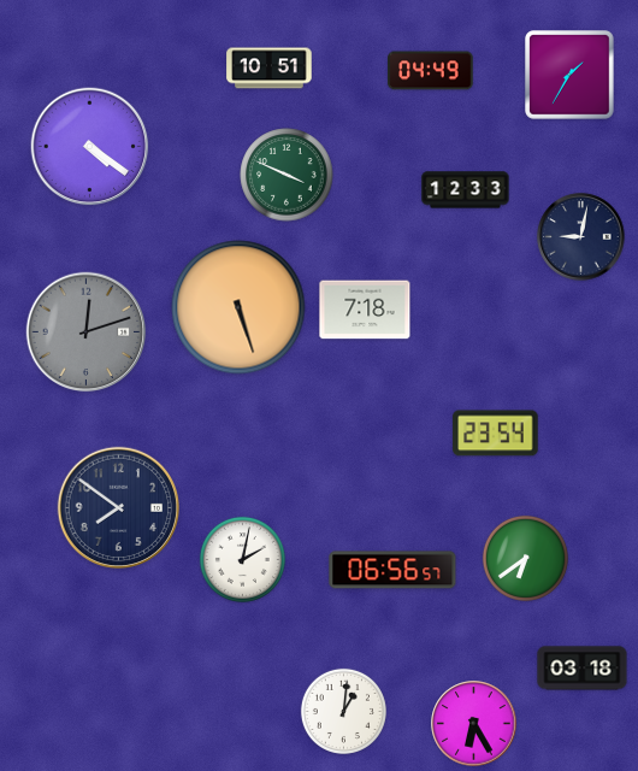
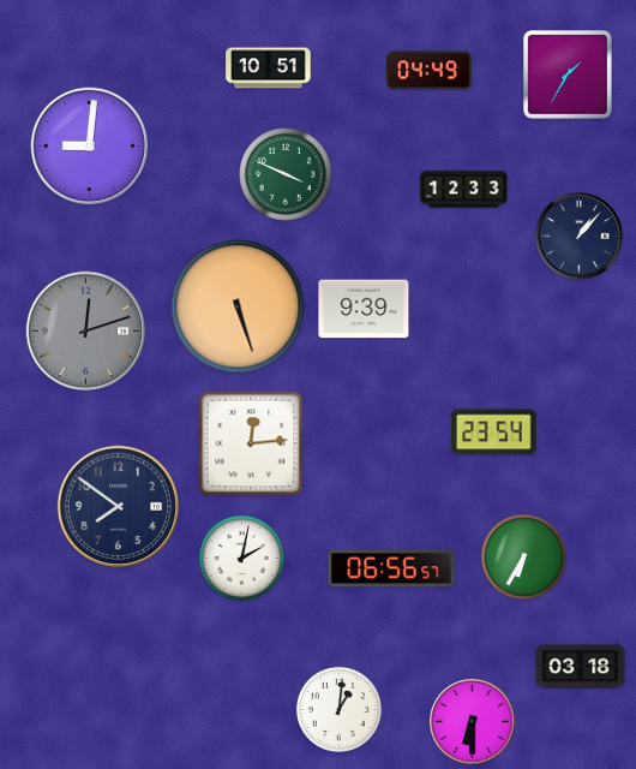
clock at (90, 147): 4:21 -> 9:01
clock at (581, 237): 9:02 -> 1:07
clock at (365, 310): 7:18 -> 9:39
clock at (251, 443): none -> 12:14
clock at (525, 558): 6:39 -> 6:35
clock at (343, 711) position: (343, 711) -> (338, 709)
clock at (474, 724): 6:25 -> 6:30
